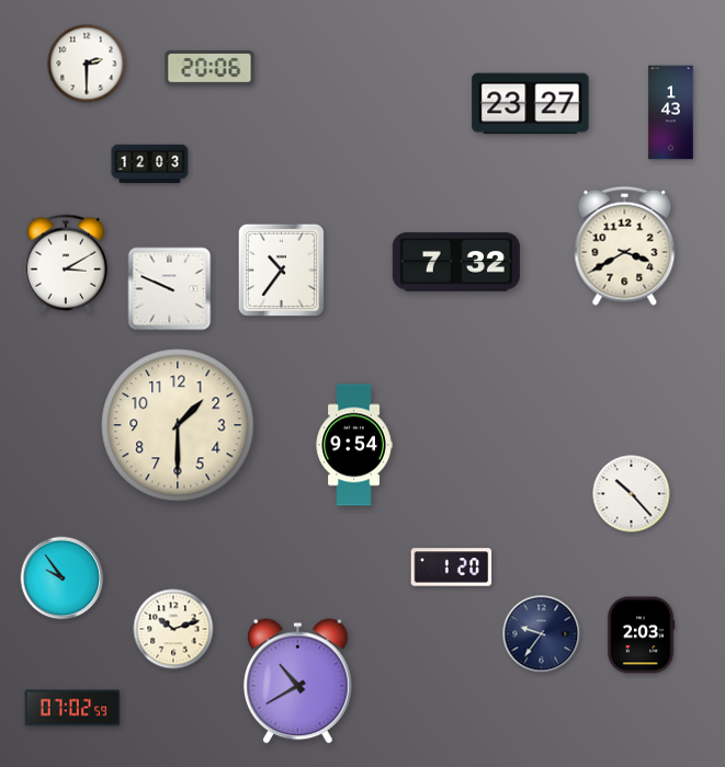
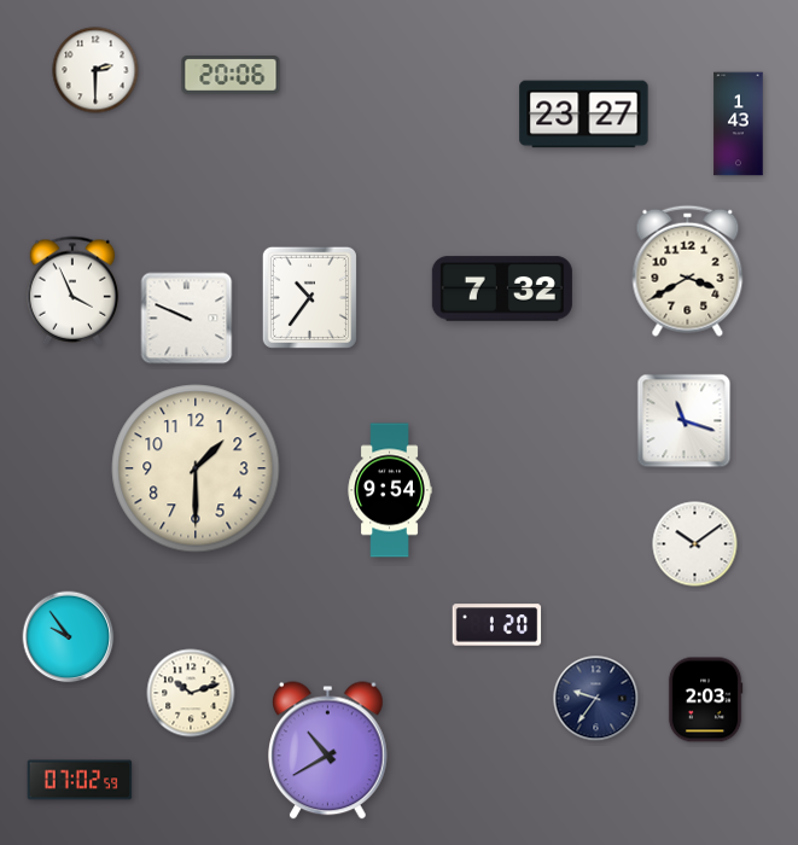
clock at (150, 164): 12:03 -> none
clock at (66, 264): 3:10 -> 3:56
clock at (685, 421): none -> 11:18
clock at (632, 494): 10:23 -> 10:09
